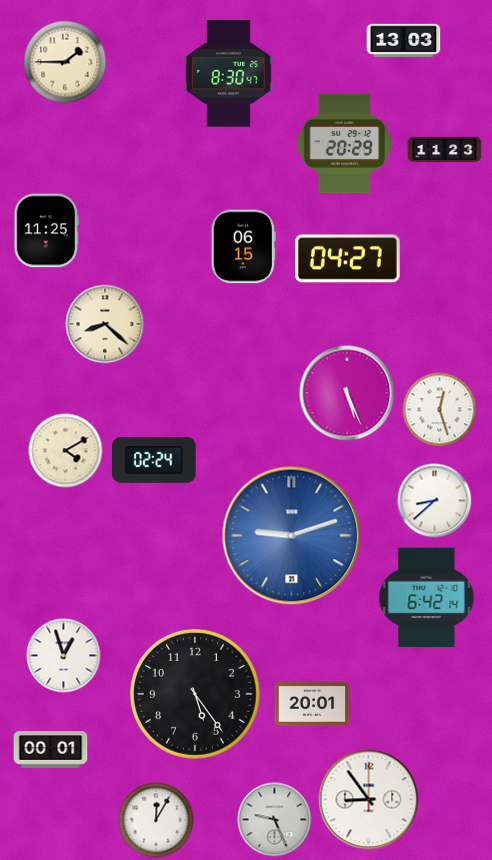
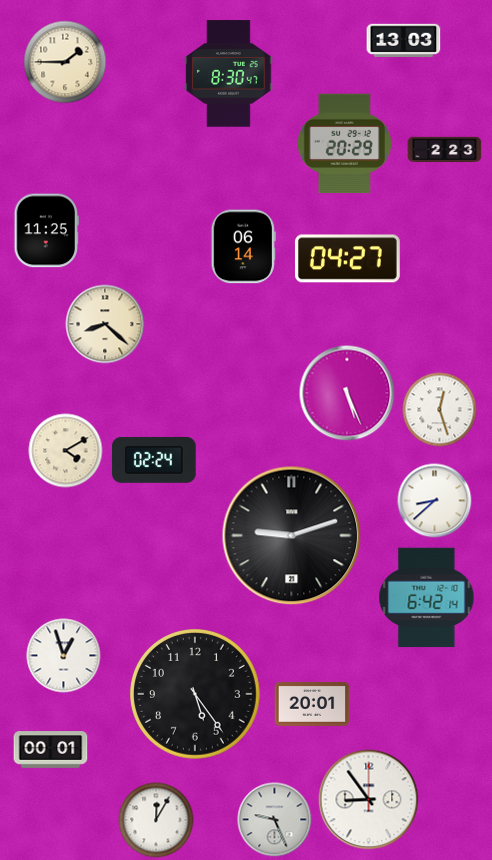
clock at (445, 149): 11:23 -> 2:23
clock at (243, 247): 06:15 -> 06:14
clock at (292, 536) dial: blue -> black
